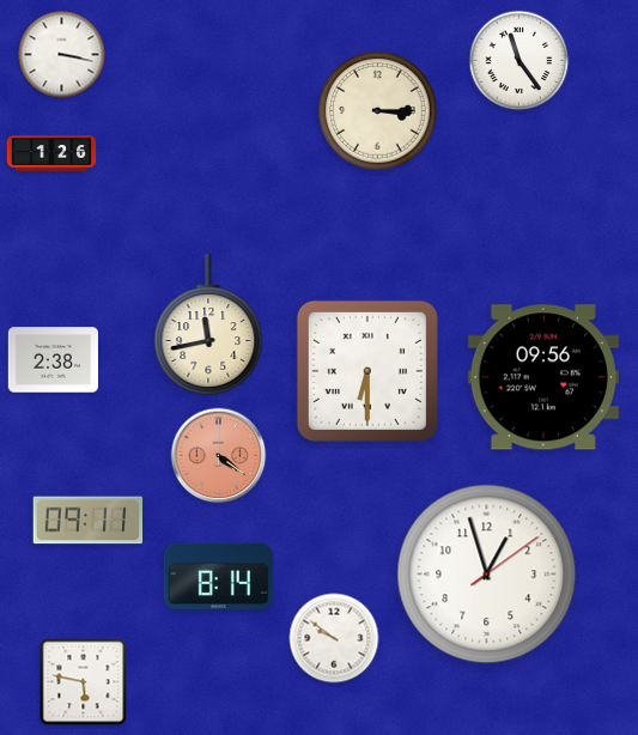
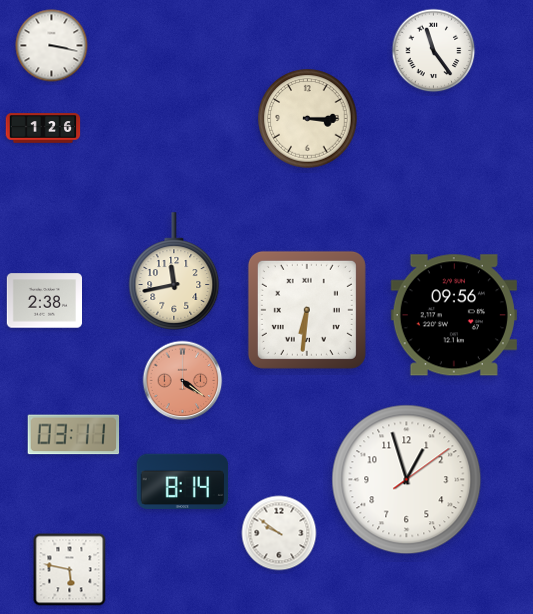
clock at (378, 111) position: (378, 111) -> (308, 119)
clock at (367, 371): 6:30 -> 6:31
clock at (89, 521): 09:11 -> 03:11
